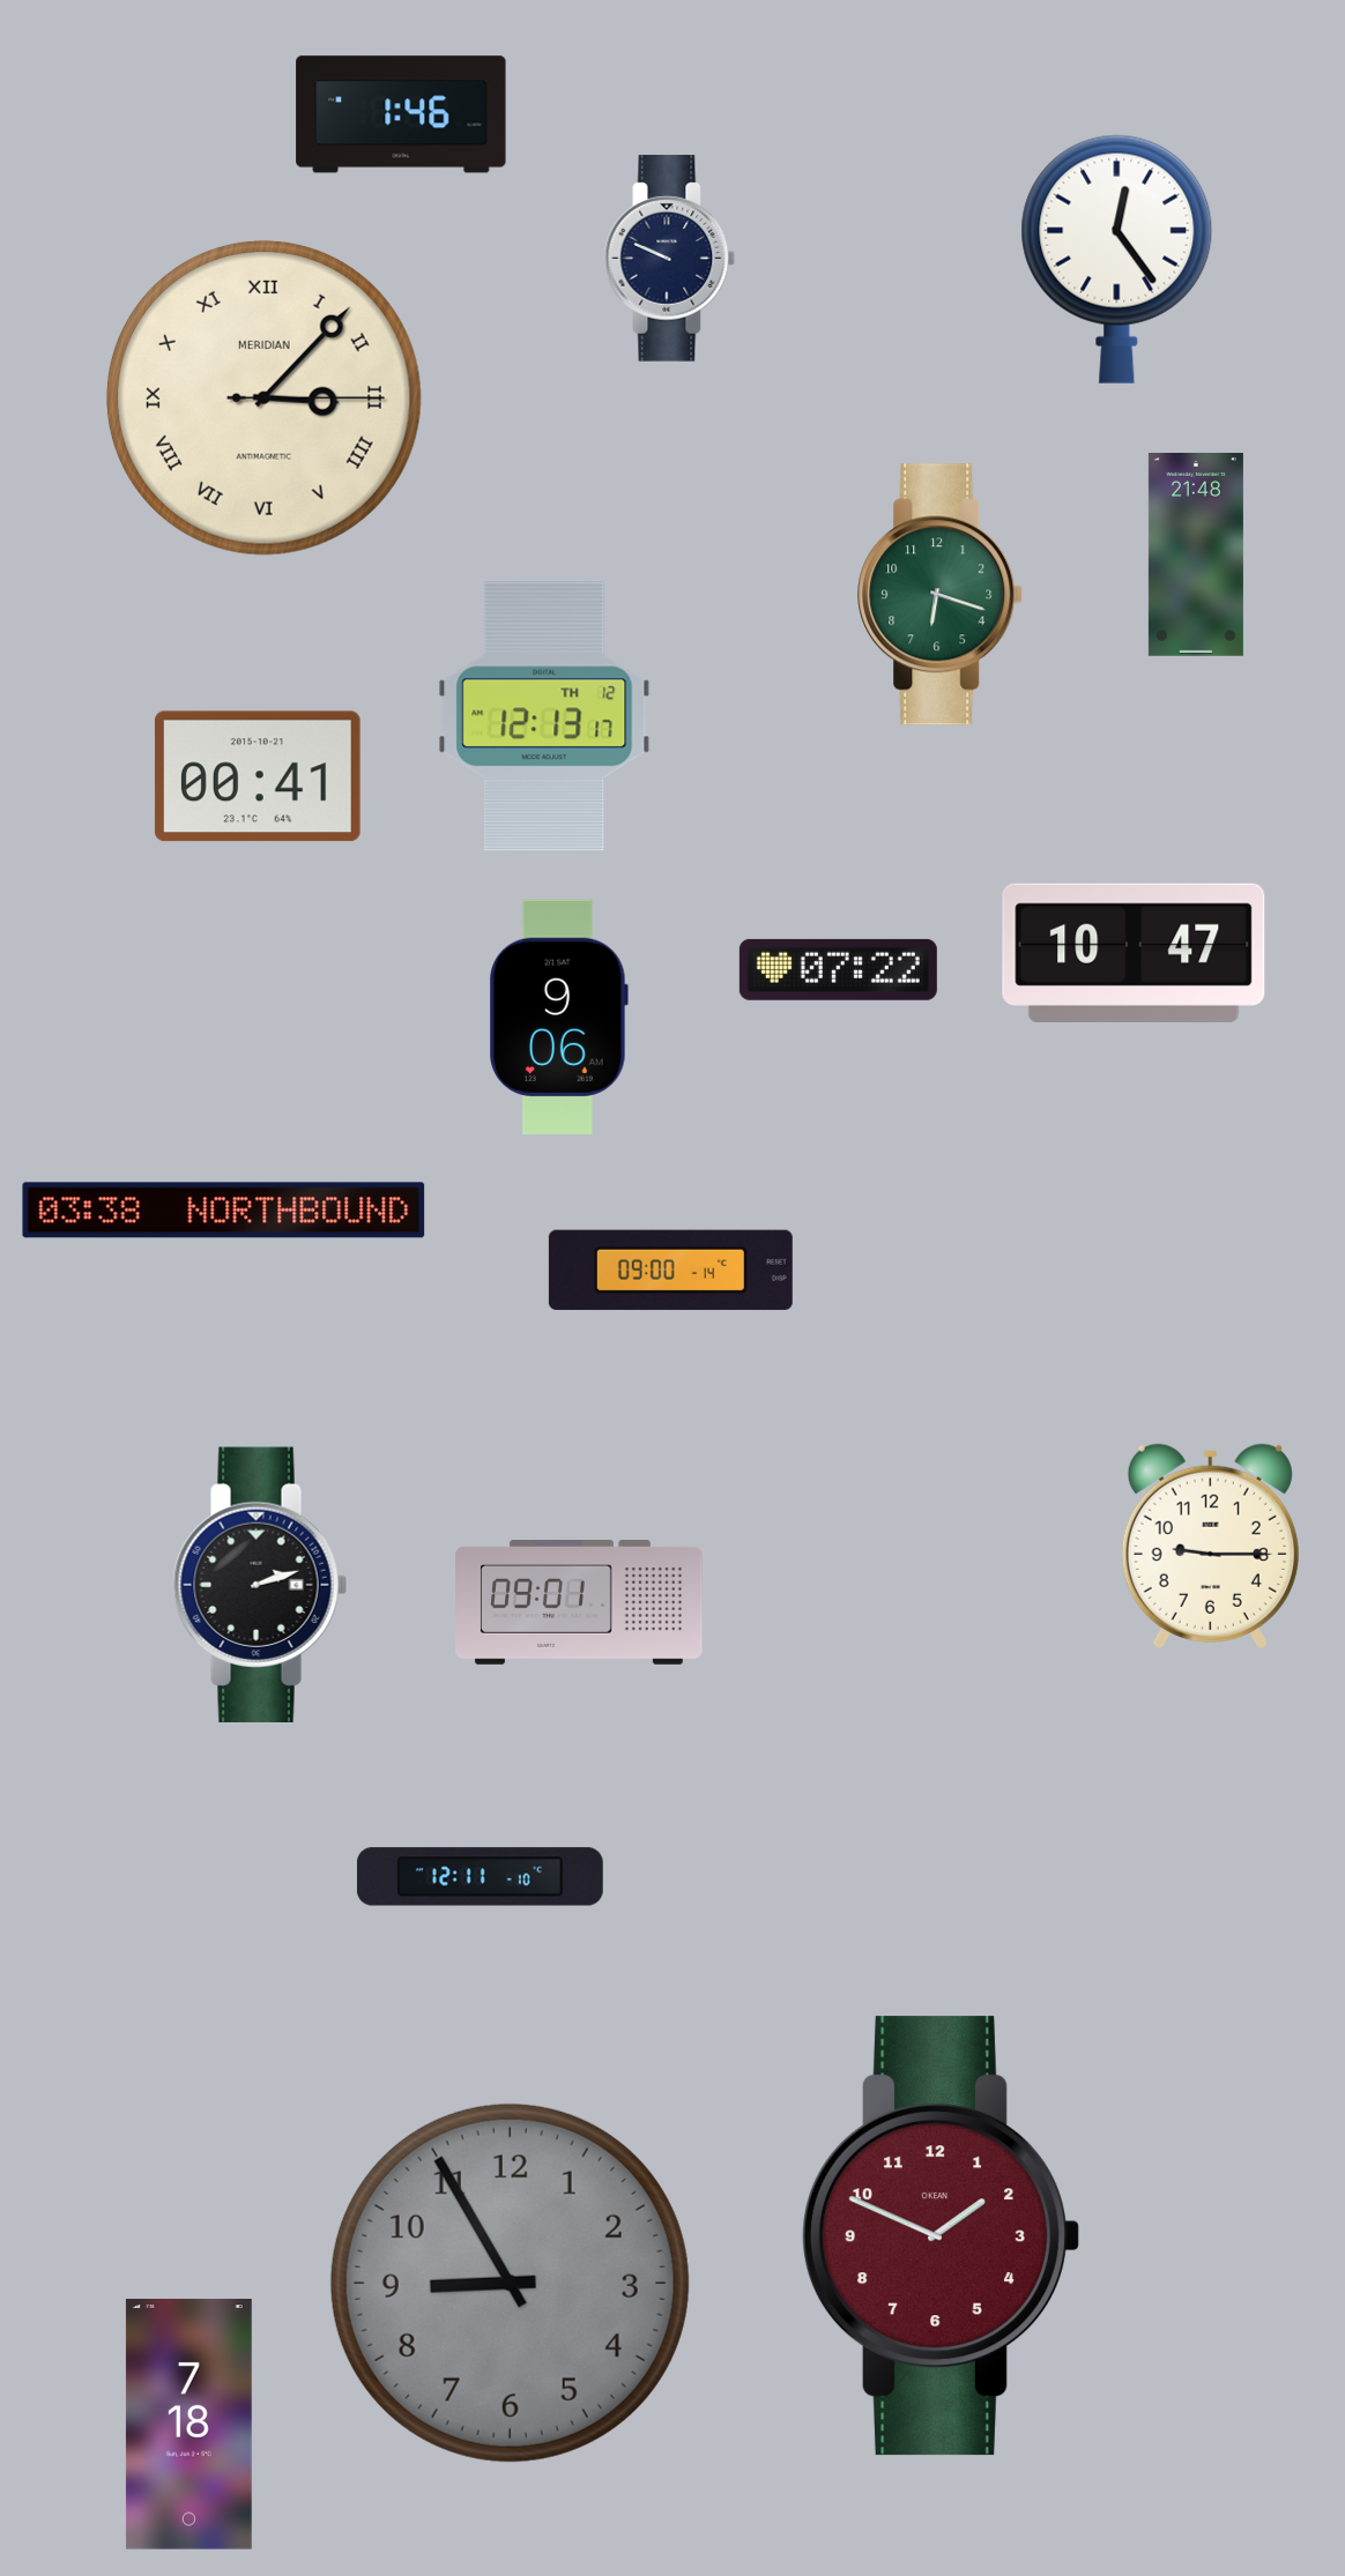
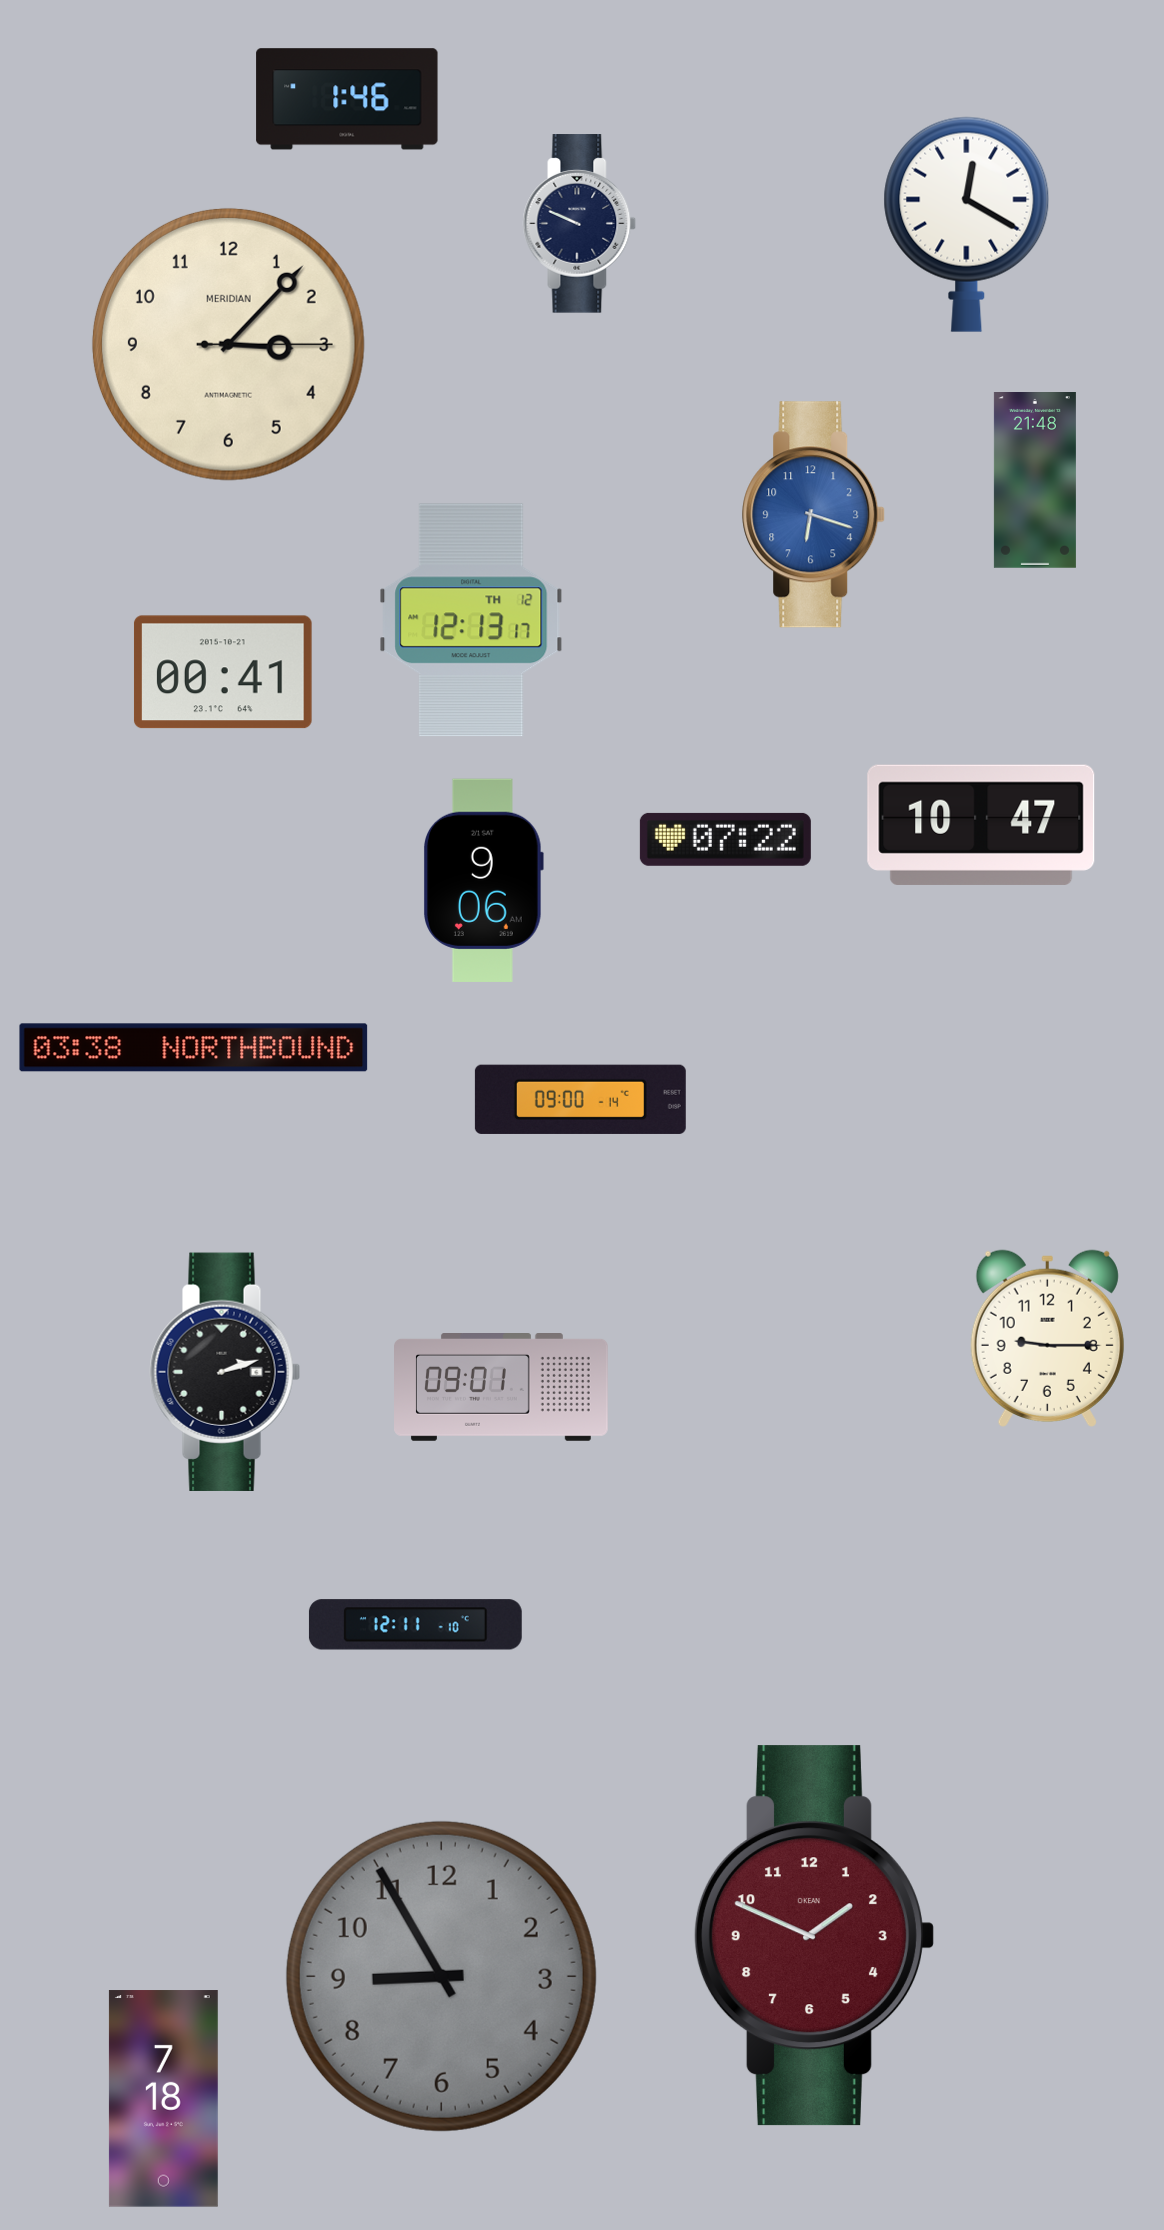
clock at (1117, 259): 12:24 -> 12:20
clock at (263, 397) numerals: Roman -> Arabic
clock at (941, 595) dial: green -> blue
